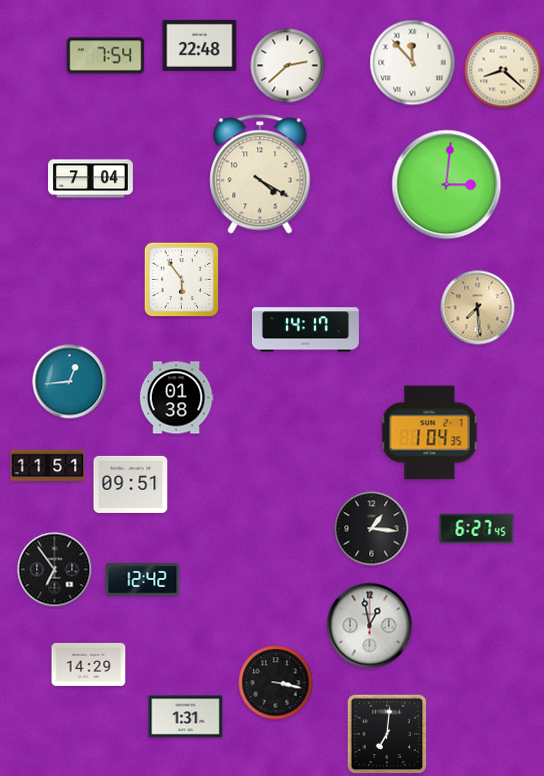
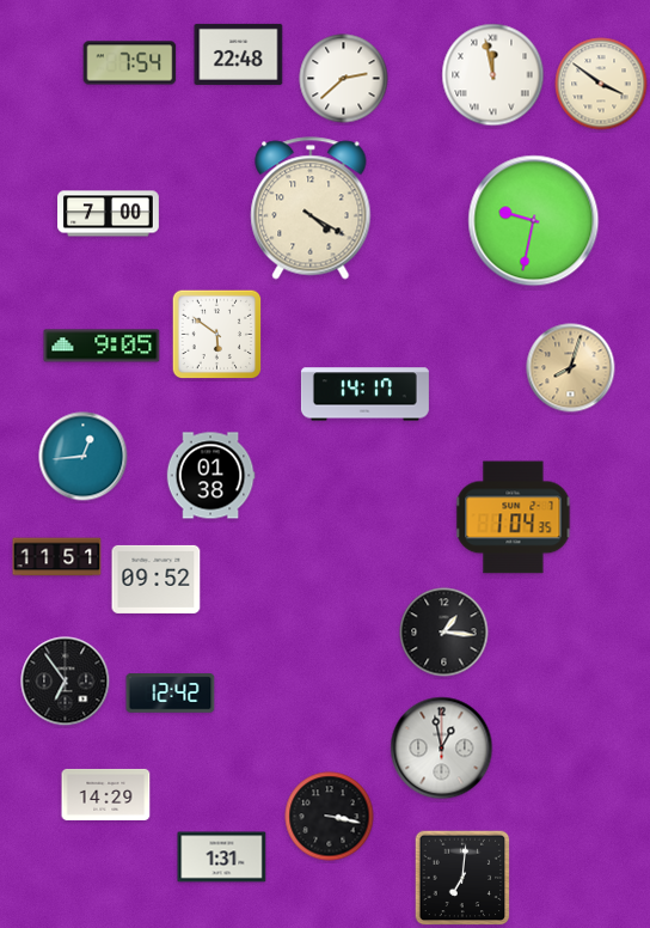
clock at (106, 56) position: (106, 56) -> (130, 63)
clock at (413, 63): 11:53 -> 11:58
clock at (503, 70): 8:22 -> 3:51
clock at (91, 179): 7:04 -> 7:00
clock at (447, 185): 3:01 -> 9:32
clock at (182, 280): 5:54 -> 5:51
clock at (102, 346): none -> 9:05
clock at (478, 308): 7:29 -> 8:03
clock at (131, 484): 09:51 -> 09:52
clock at (477, 529): 6:27 -> none
